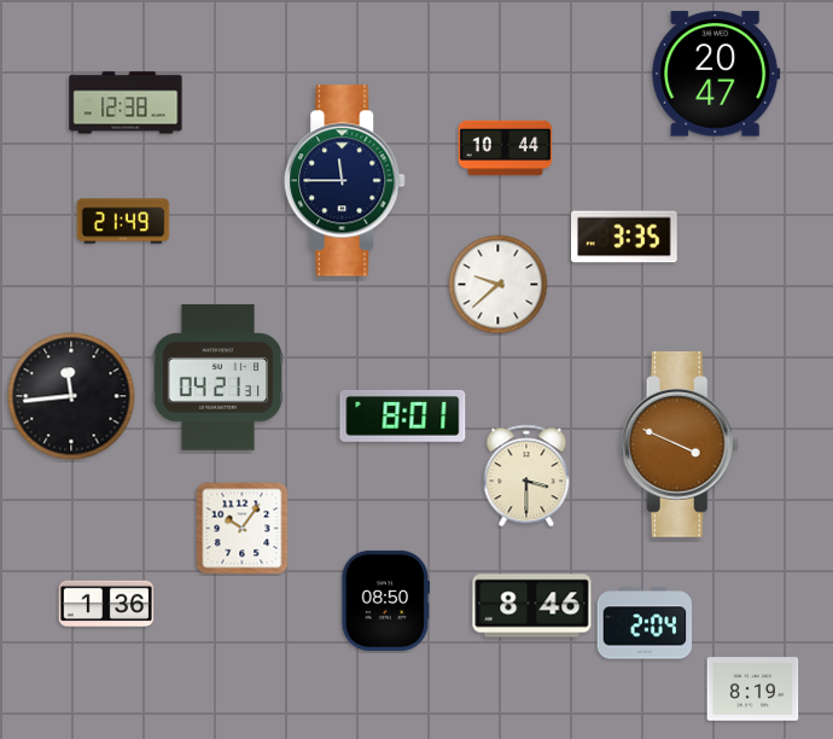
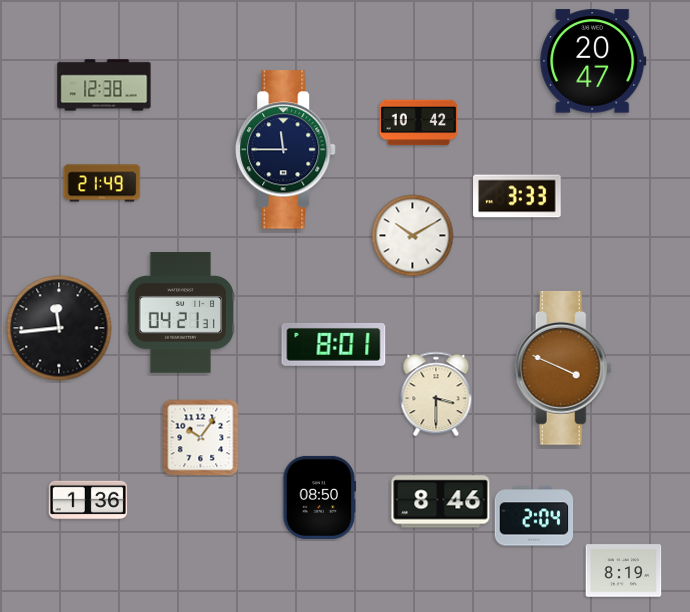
clock at (506, 149): 10:44 -> 10:42
clock at (624, 237): 3:35 -> 3:33
clock at (499, 285): 9:38 -> 10:10
